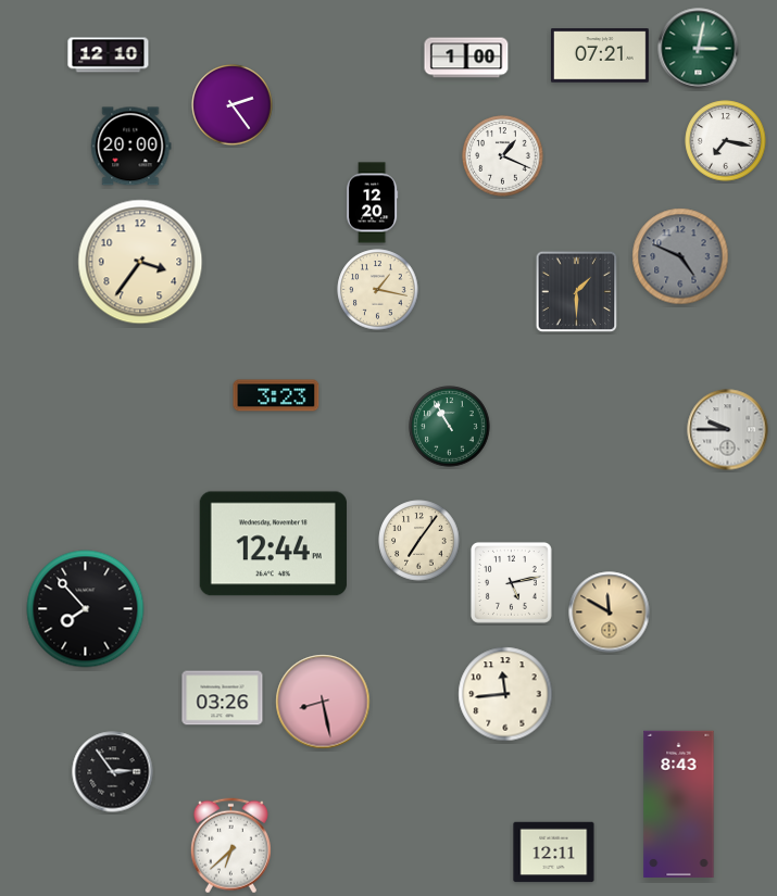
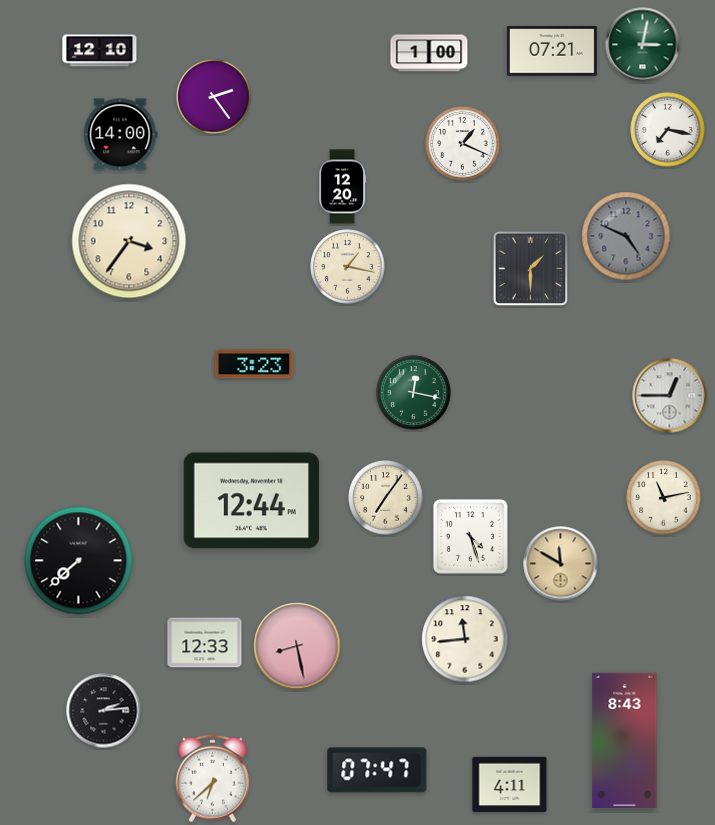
clock at (131, 147): 20:00 -> 14:00
clock at (450, 427): 10:55 -> 12:17
clock at (728, 430): 9:45 -> 12:45
clock at (664, 498): none -> 11:13
clock at (511, 582): 5:13 -> 4:27
clock at (86, 609): 7:53 -> 7:38
clock at (223, 698): 03:26 -> 12:33
clock at (113, 772): 2:54 -> 2:14
clock at (377, 770): none -> 07:47
clock at (554, 853): 12:11 -> 4:11
